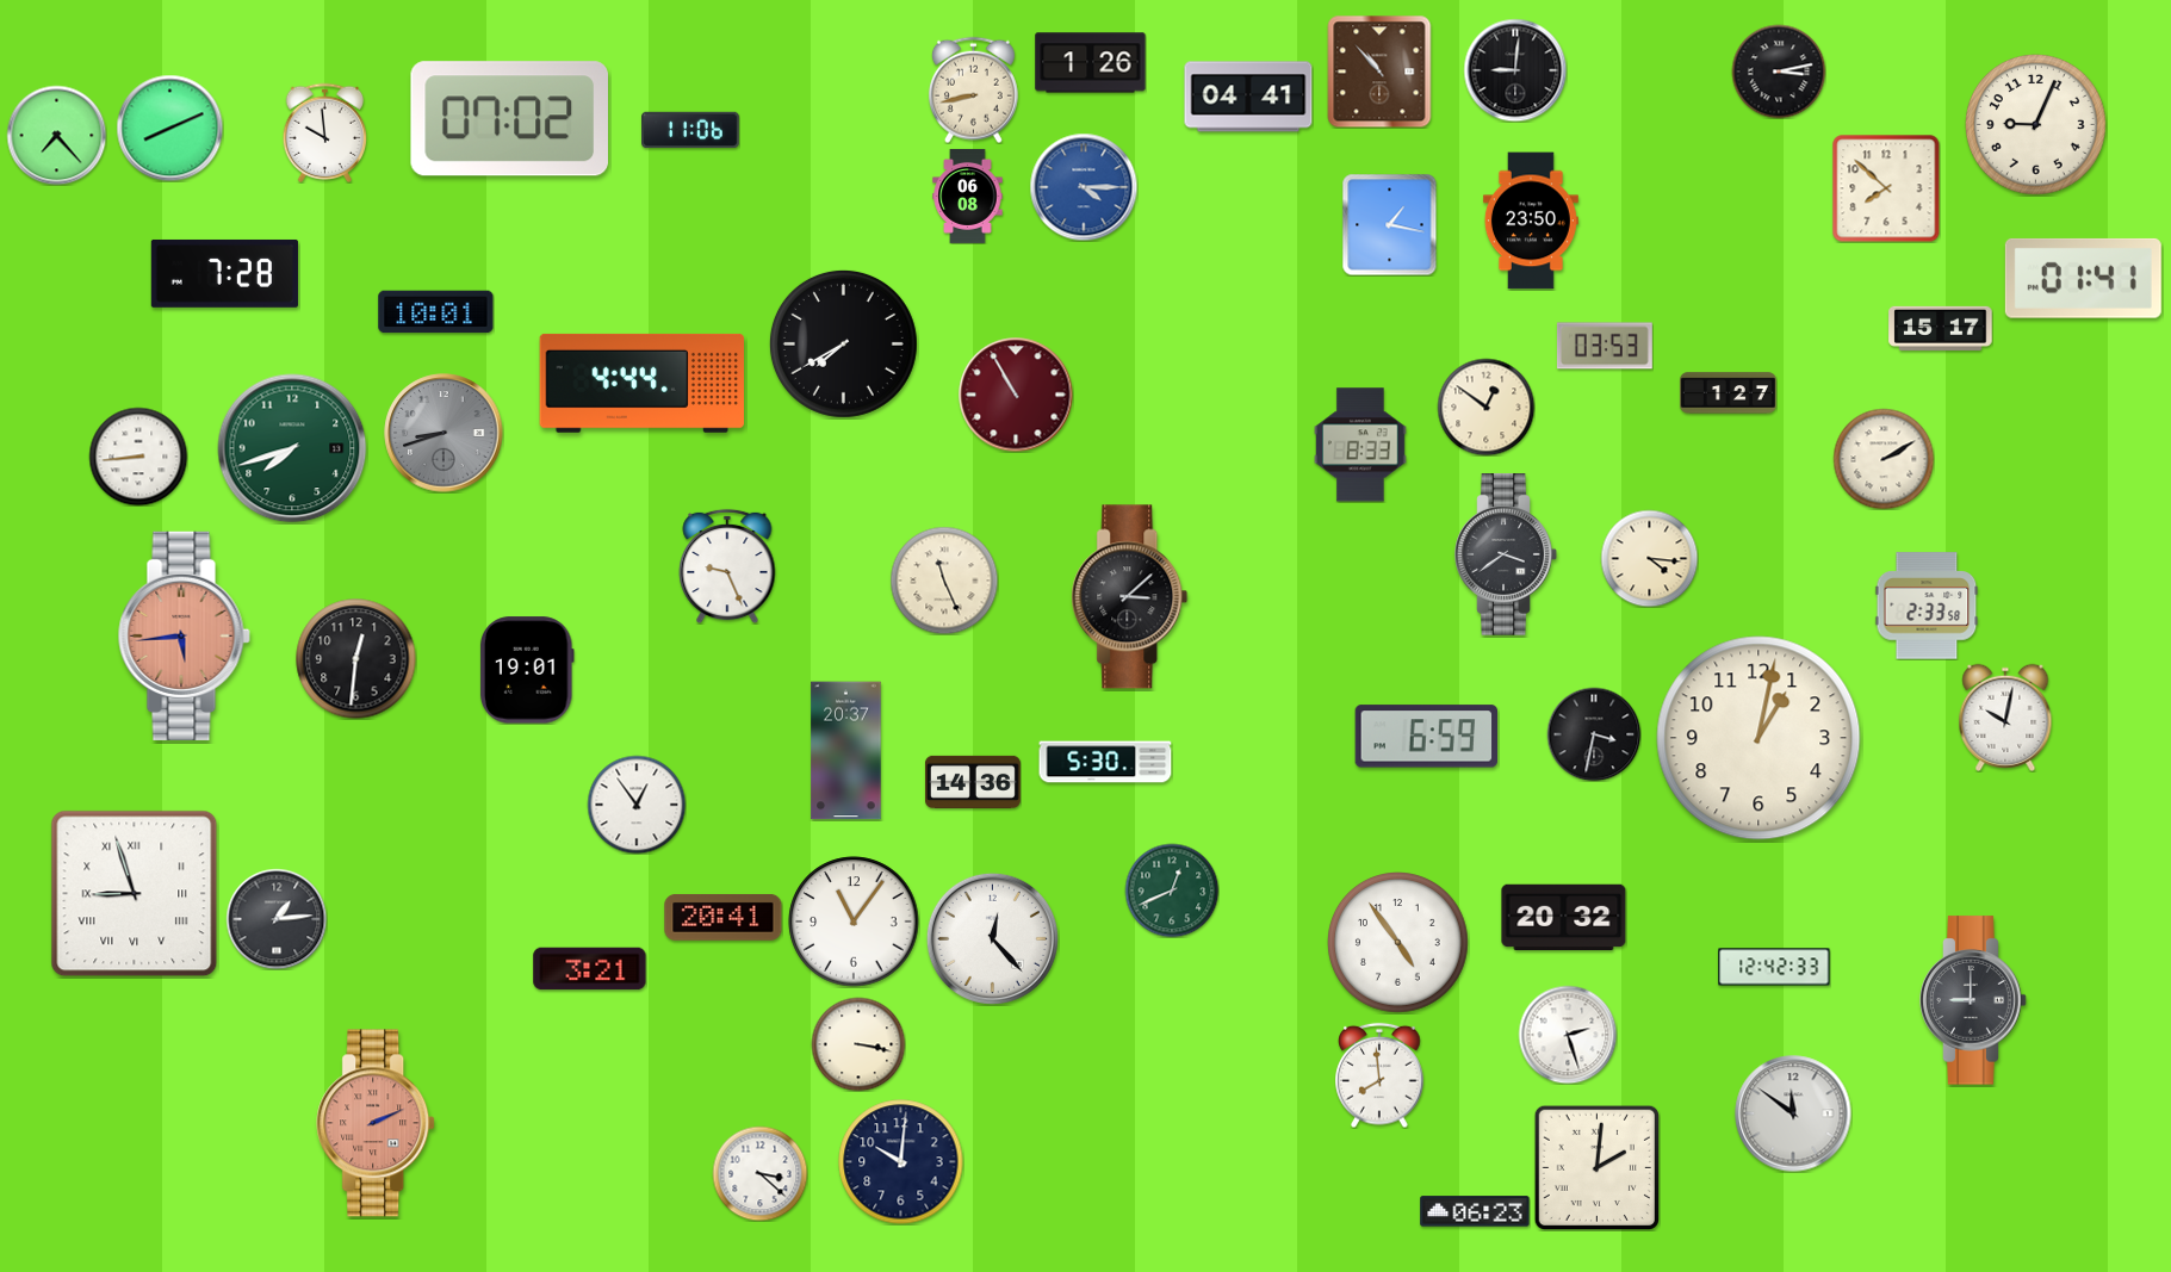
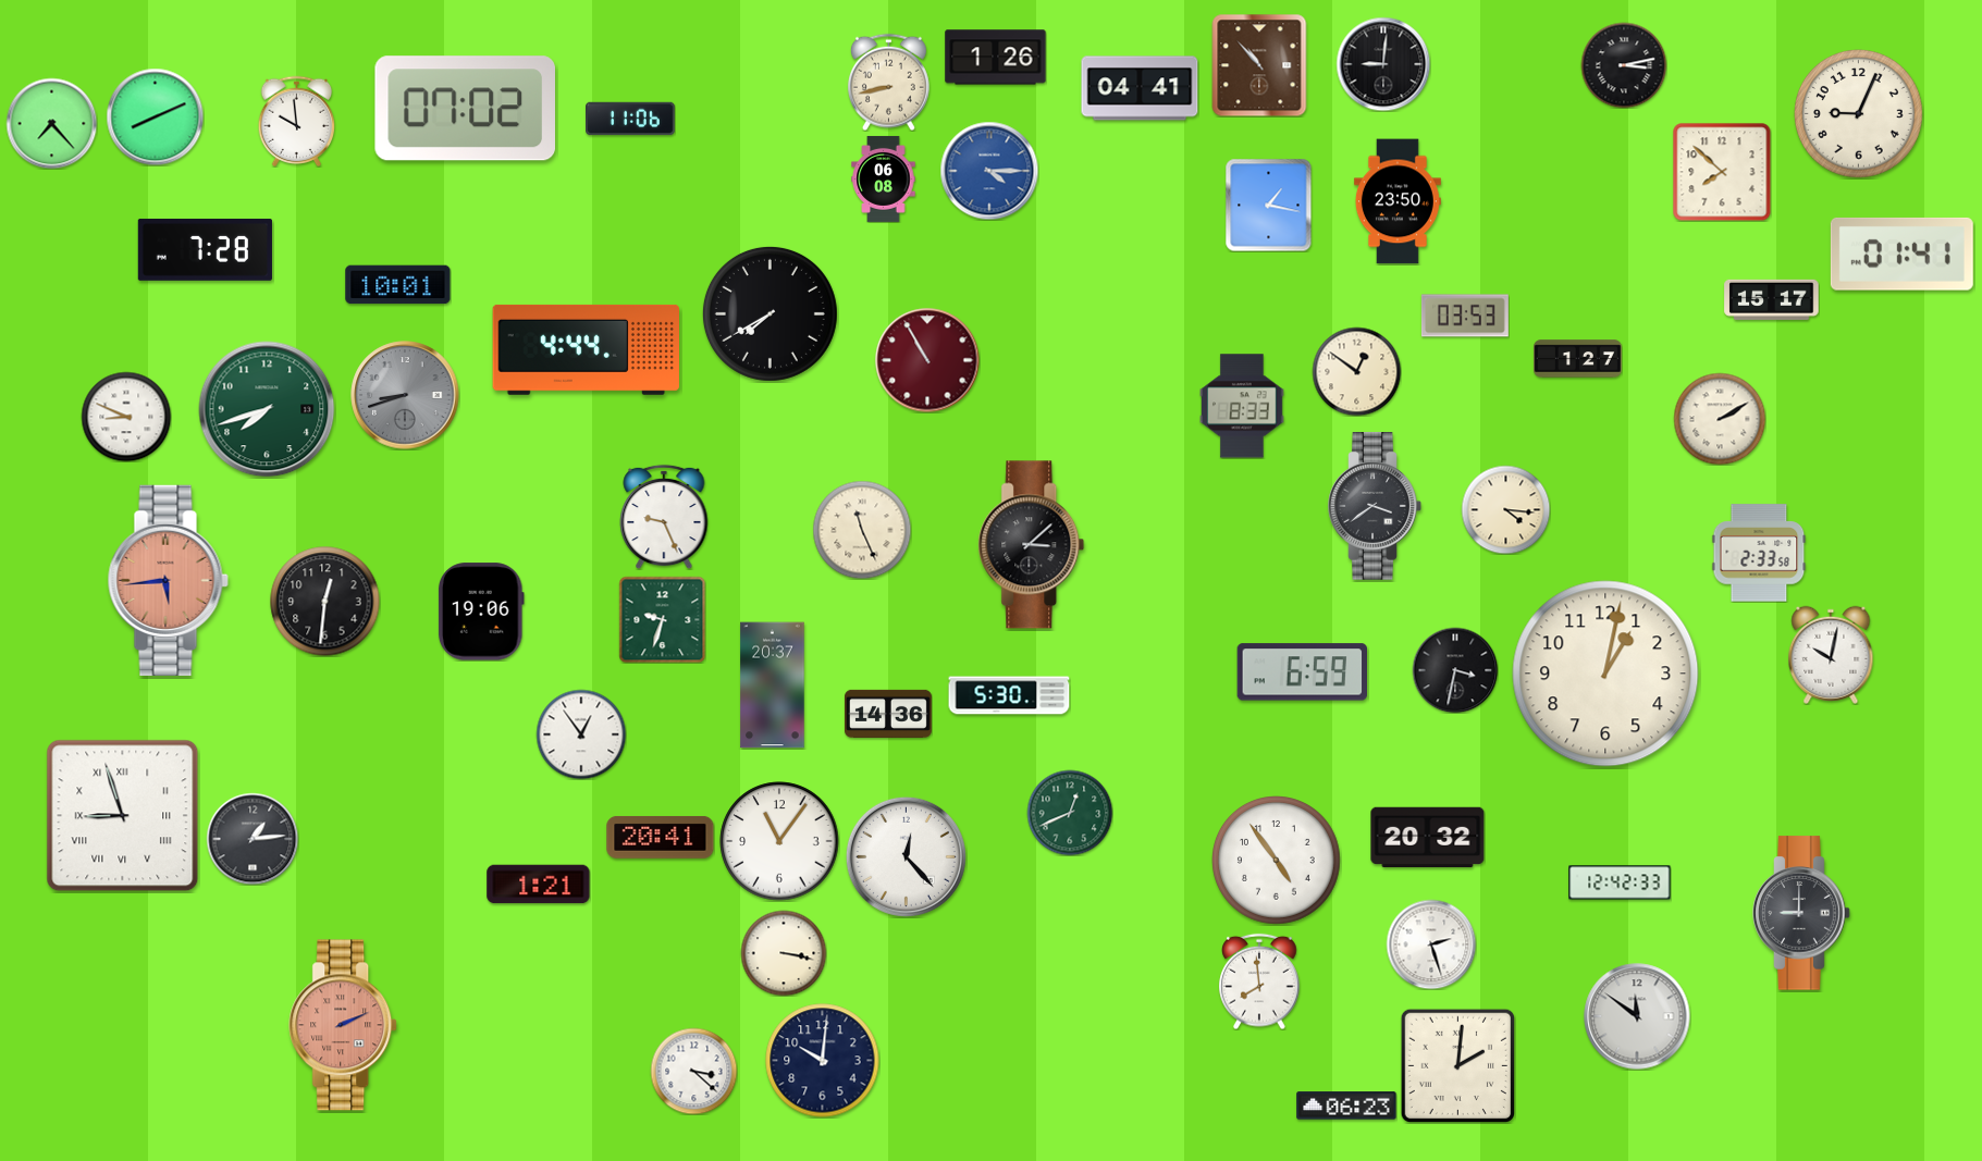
clock at (138, 457): 8:44 -> 8:49
clock at (527, 670): 19:01 -> 19:06
clock at (662, 619): none -> 9:33
clock at (590, 969): 3:21 -> 1:21
